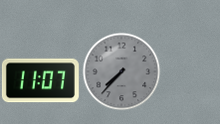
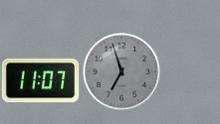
clock at (121, 71): 7:37 -> 6:57
